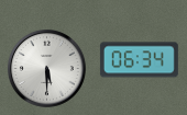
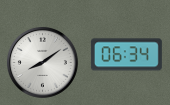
clock at (46, 68): 5:30 -> 8:09
